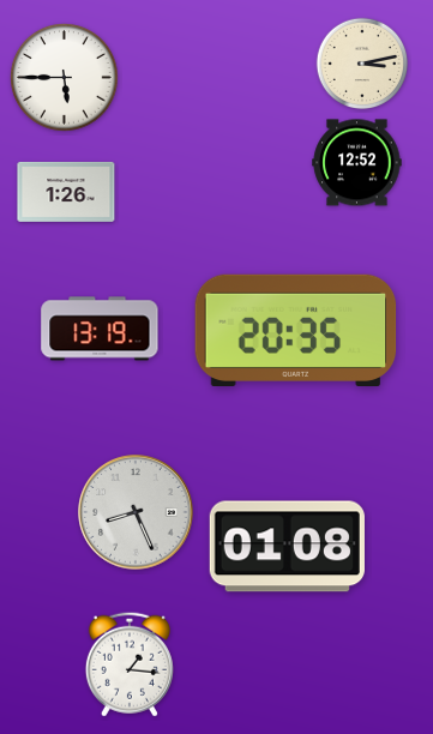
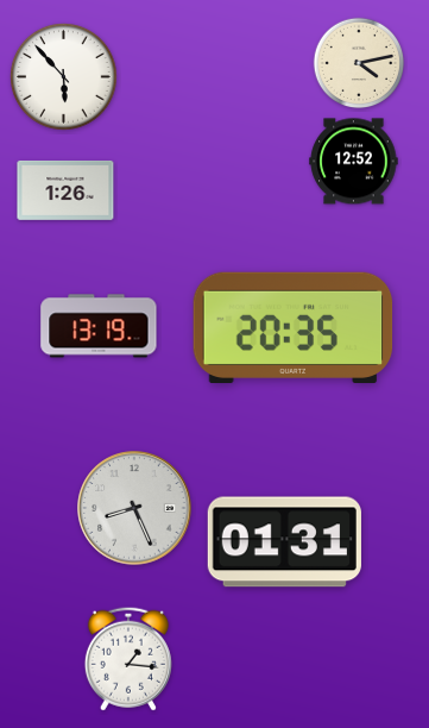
clock at (362, 64): 3:13 -> 4:13
clock at (65, 78): 5:45 -> 5:53
clock at (287, 547): 01:08 -> 01:31
